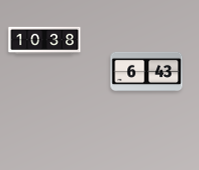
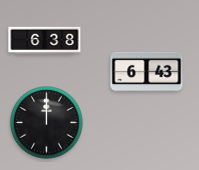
clock at (45, 40): 10:38 -> 6:38
clock at (47, 123): none -> 12:00
